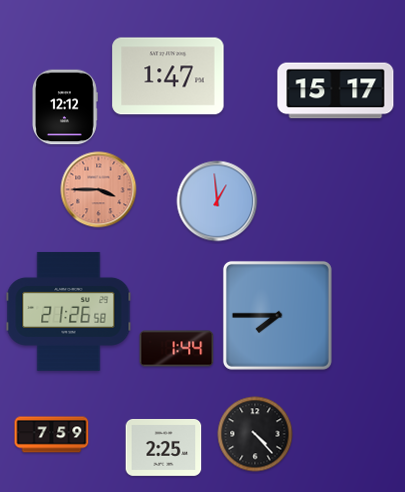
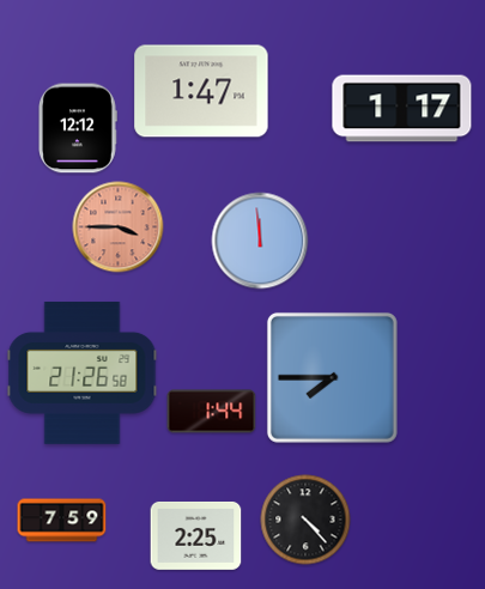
clock at (336, 91): 15:17 -> 1:17
clock at (217, 201): 12:59 -> 11:59
clock at (177, 349) position: (177, 349) -> (212, 412)
